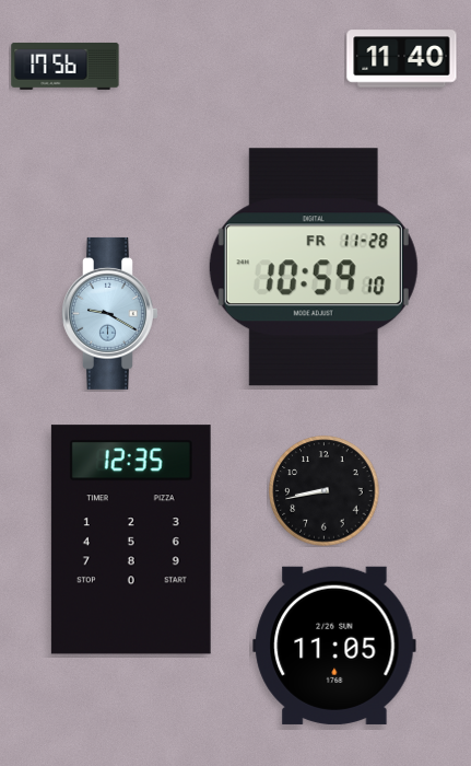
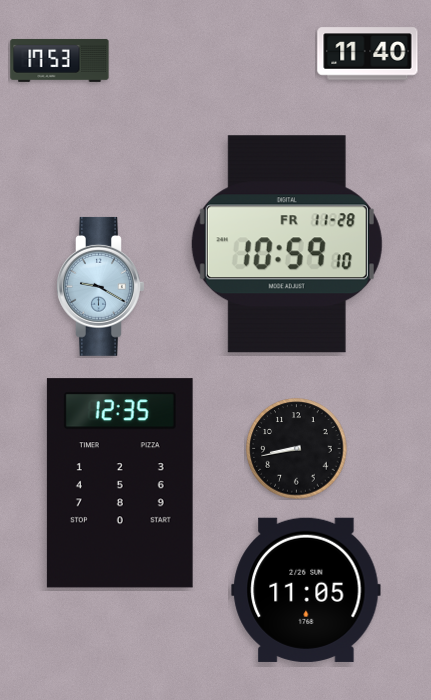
clock at (66, 66): 17:56 -> 17:53
clock at (131, 539) position: (131, 539) -> (120, 483)
